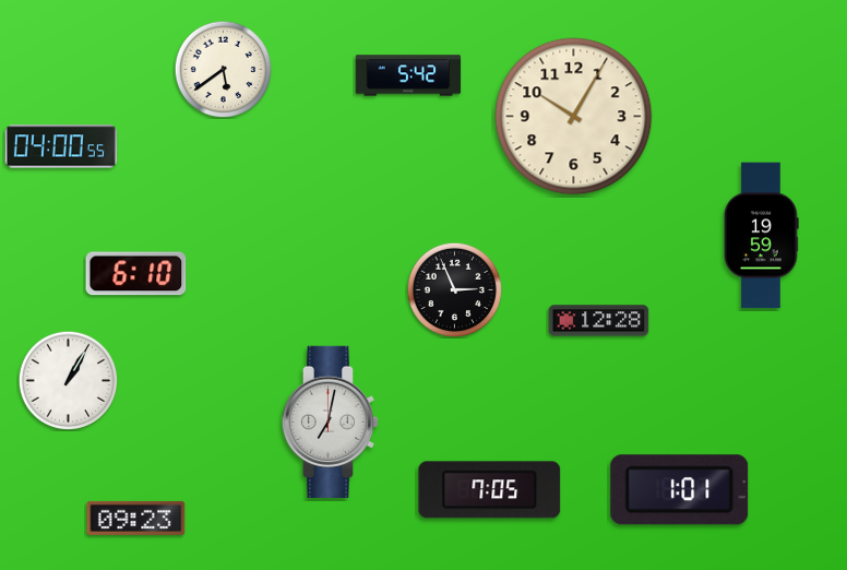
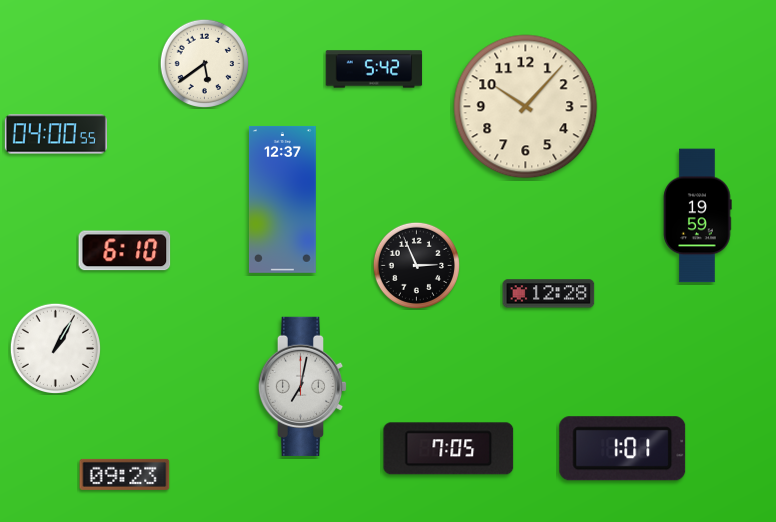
clock at (574, 117): 10:05 -> 10:07
clock at (282, 199): none -> 12:37
clock at (68, 380) position: (68, 380) -> (55, 348)
